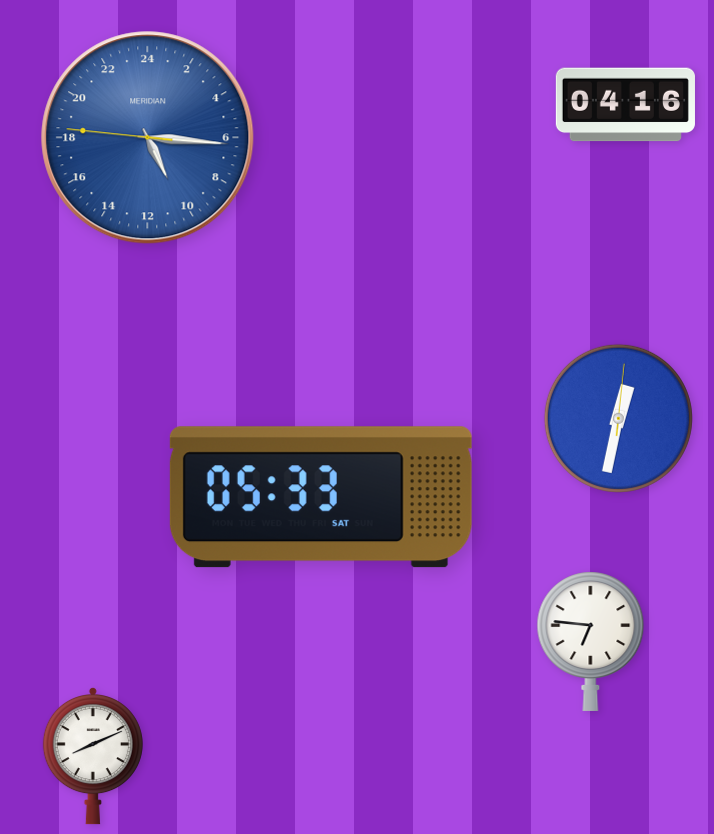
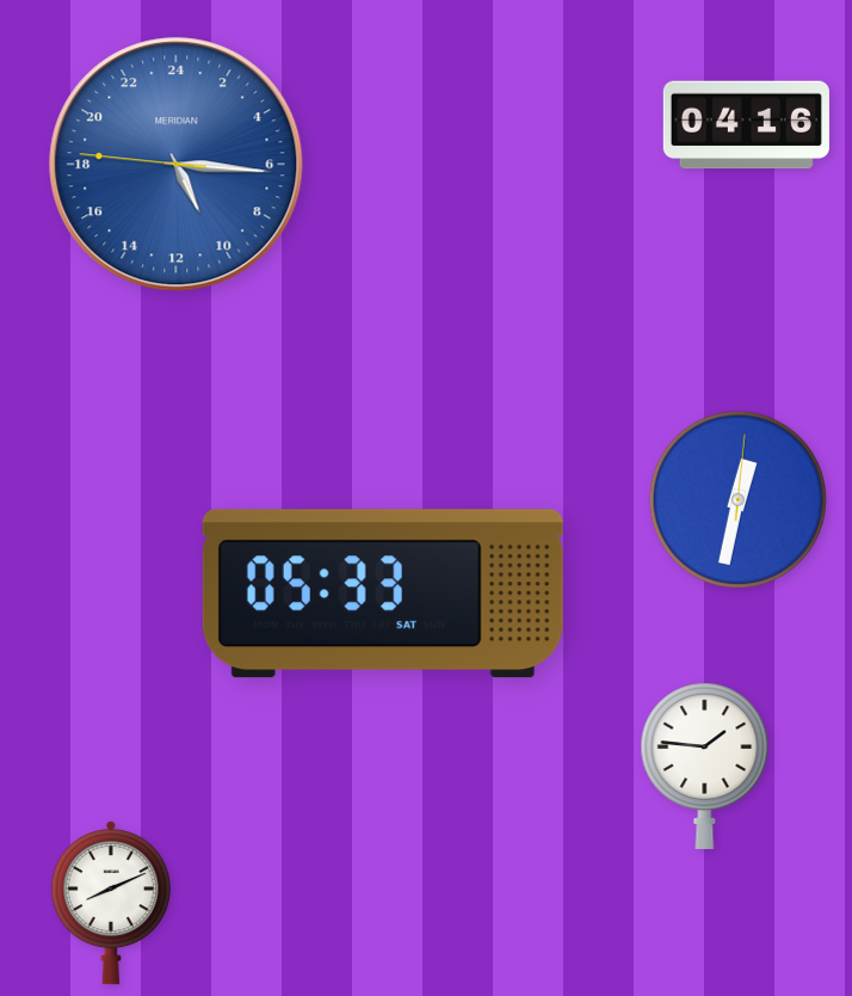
clock at (591, 641): 6:46 -> 1:46
